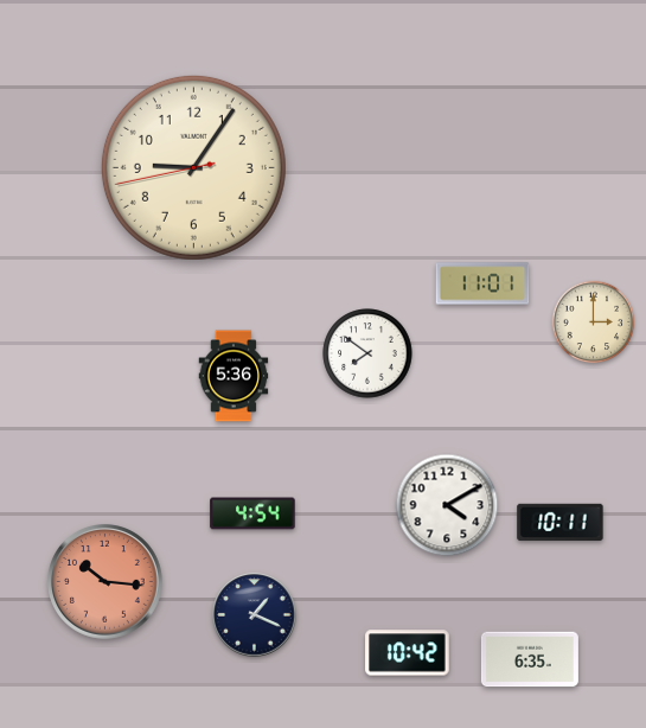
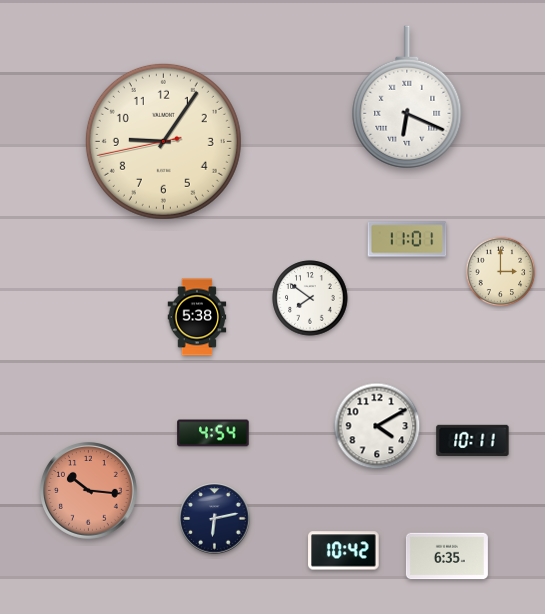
clock at (407, 97): none -> 6:19
clock at (234, 376): 5:36 -> 5:38
clock at (255, 615): 1:19 -> 6:13
